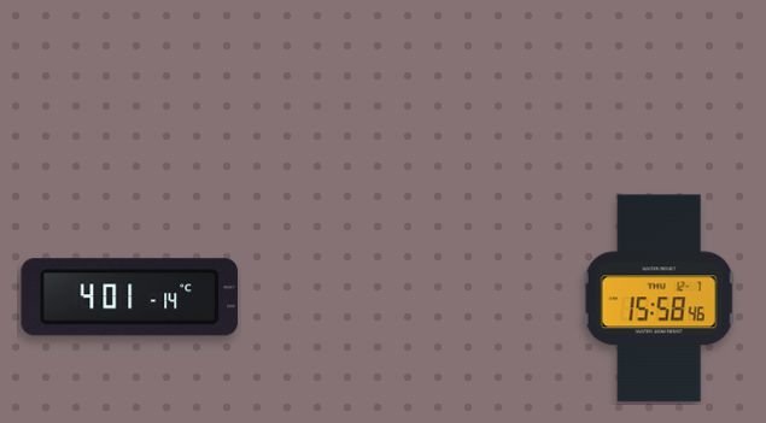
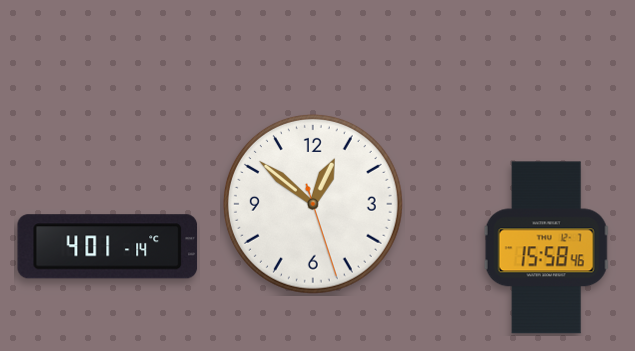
clock at (313, 204): none -> 12:51
